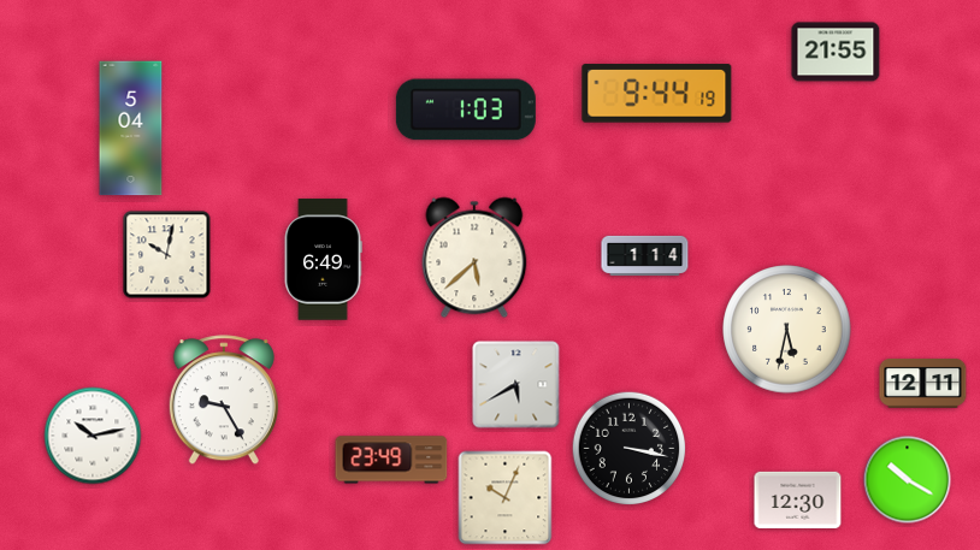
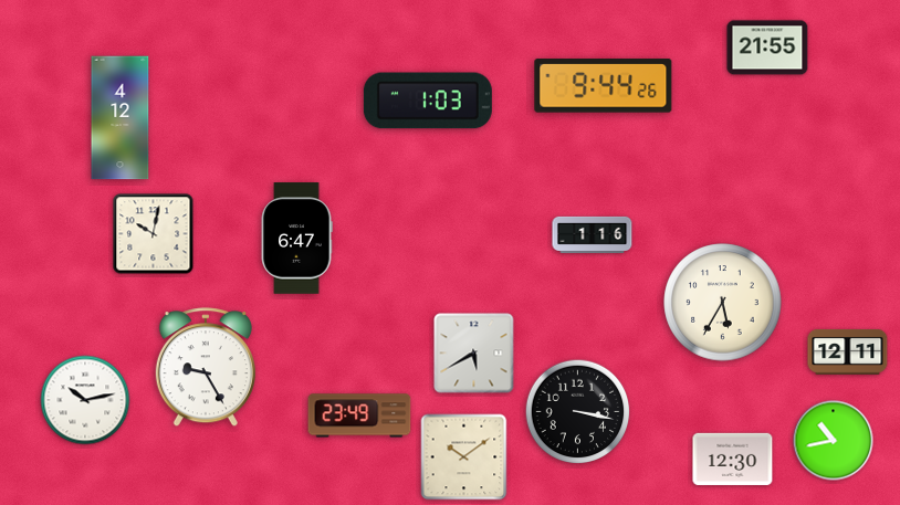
clock at (657, 94): 9:44:19 -> 9:44:26
clock at (131, 129): 5:04 -> 4:12
clock at (645, 255): 1:14 -> 1:16
clock at (474, 258): 5:38 -> none
clock at (323, 260): 6:49 -> 6:47
clock at (787, 330): 5:32 -> 5:35
clock at (391, 460) position: (391, 460) -> (359, 415)
clock at (908, 480): 10:20 -> 10:43
clock at (506, 498): 10:04 -> 10:09
